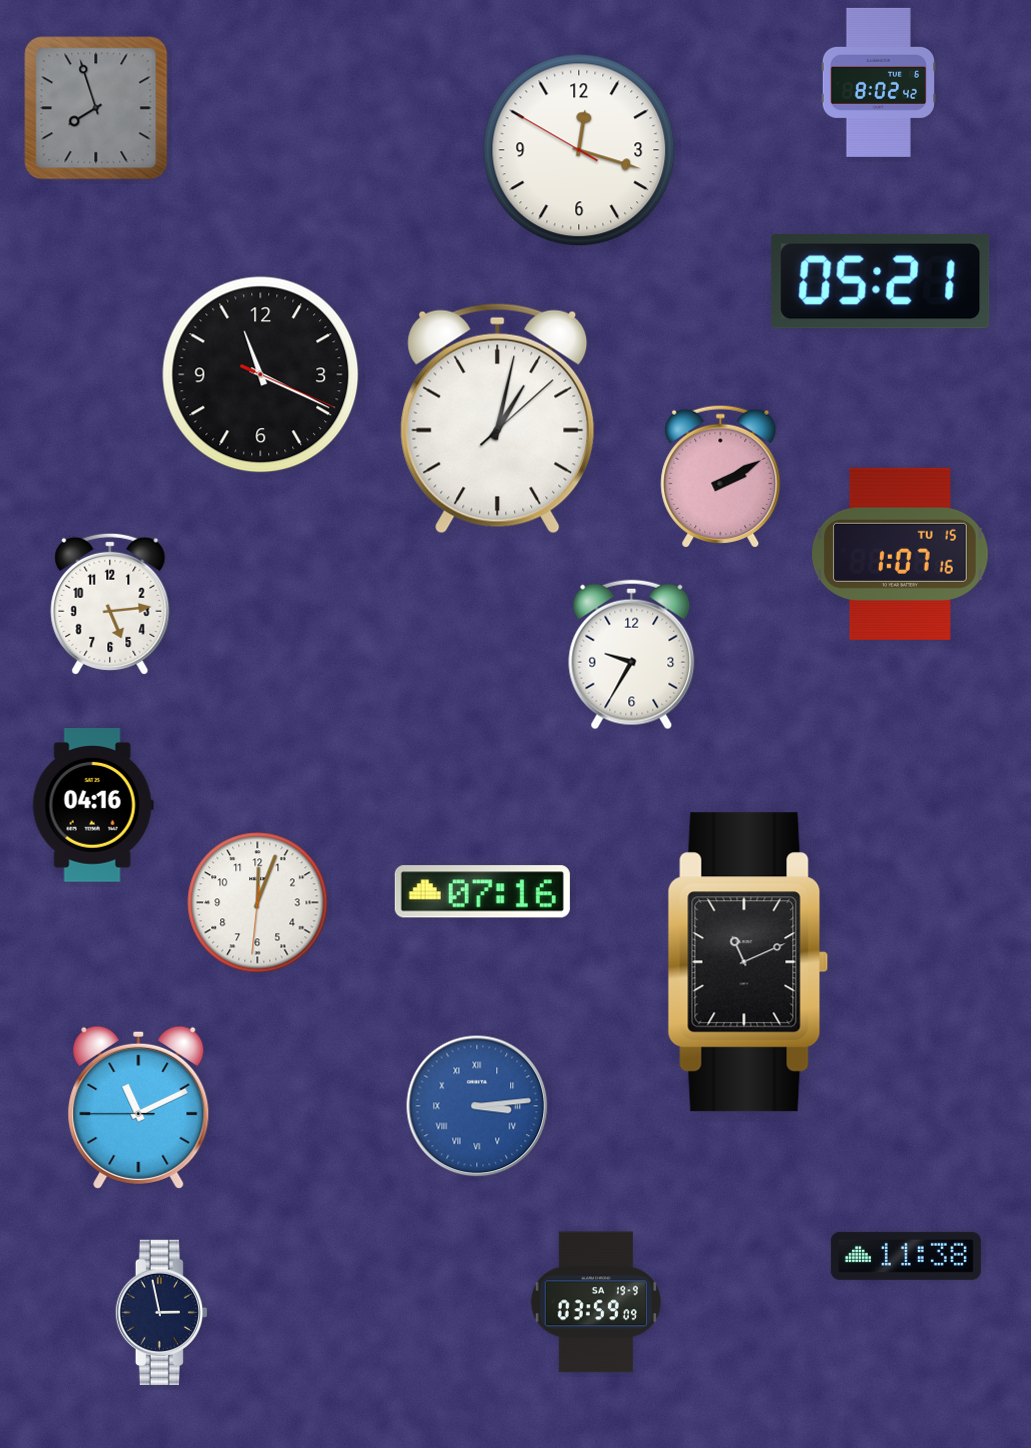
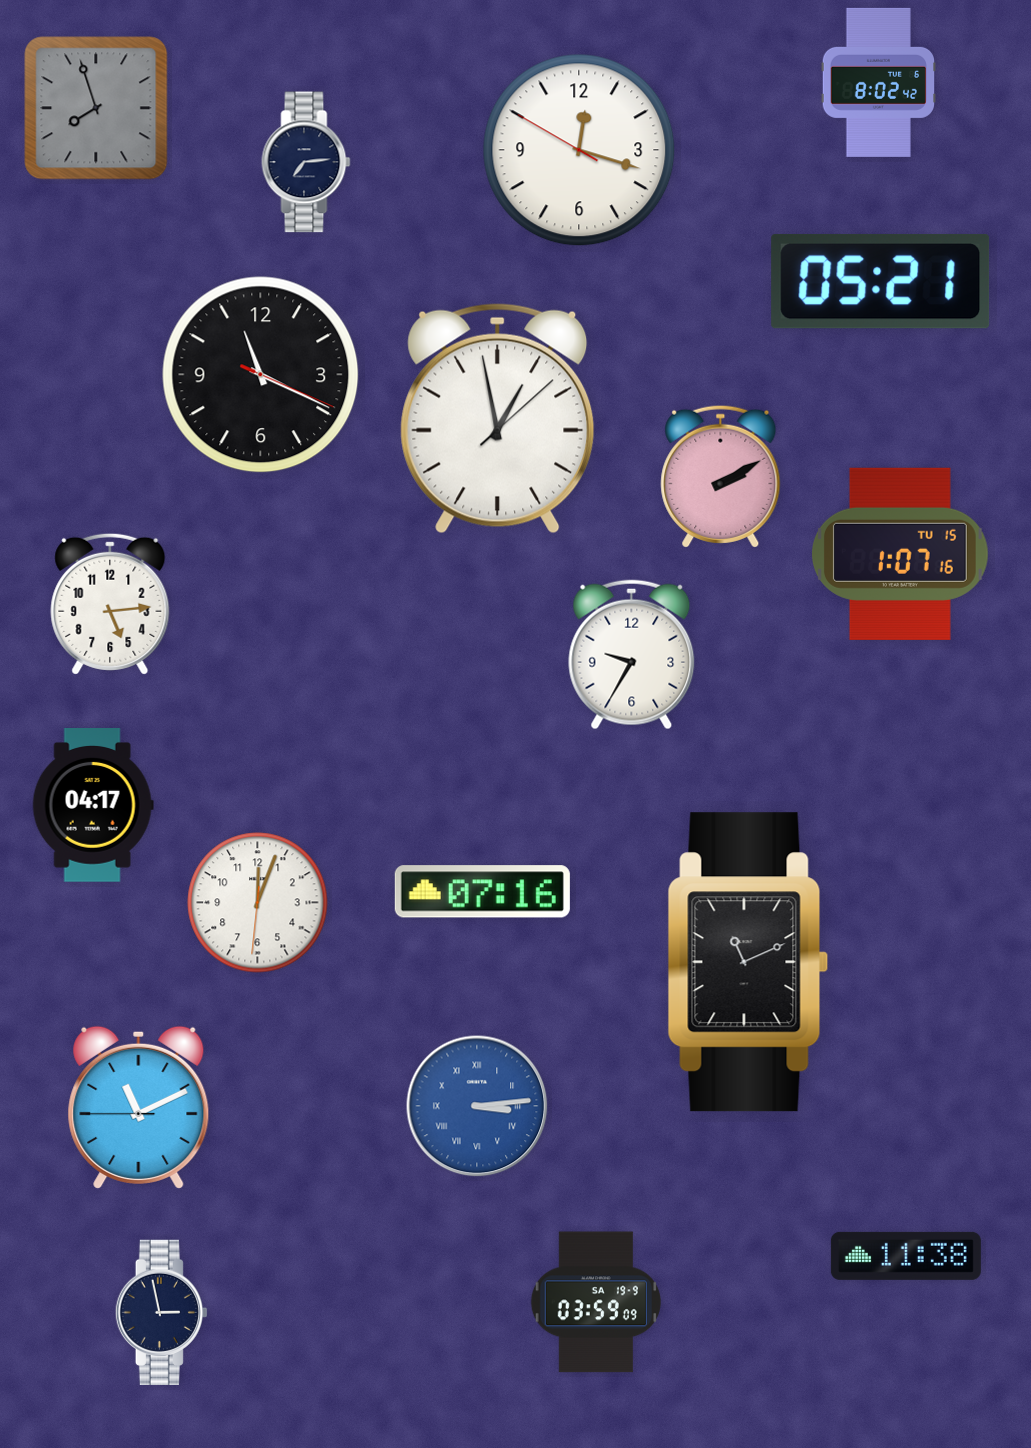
clock at (306, 162): none -> 7:14
clock at (498, 419): 1:02 -> 12:58
clock at (93, 806): 04:16 -> 04:17
